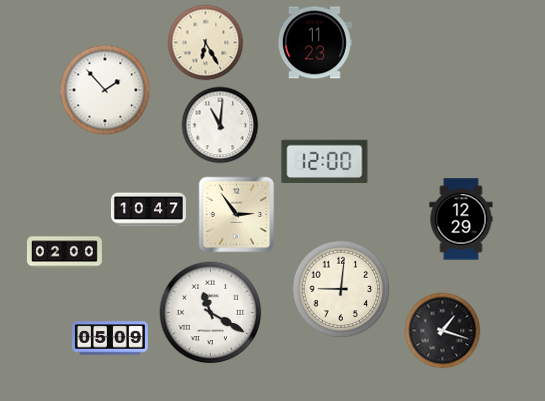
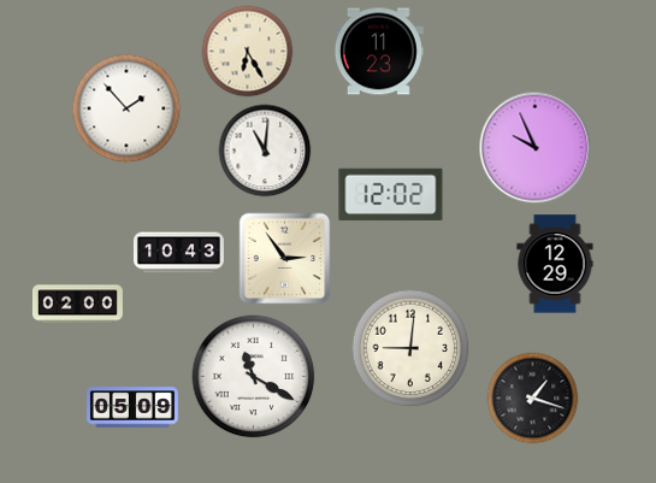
clock at (536, 148): none -> 9:56
clock at (325, 162): 12:00 -> 12:02
clock at (148, 210): 10:47 -> 10:43
